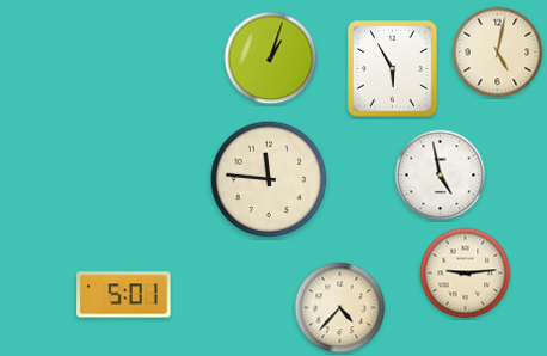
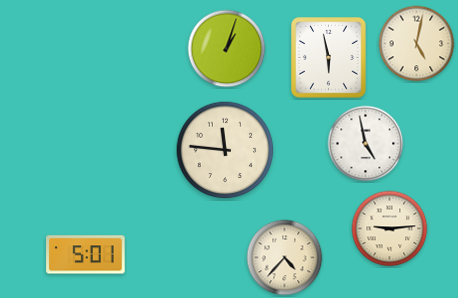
clock at (393, 69): 5:55 -> 5:58
clock at (441, 176) position: (441, 176) -> (366, 144)
clock at (124, 295) position: (124, 295) -> (86, 255)
